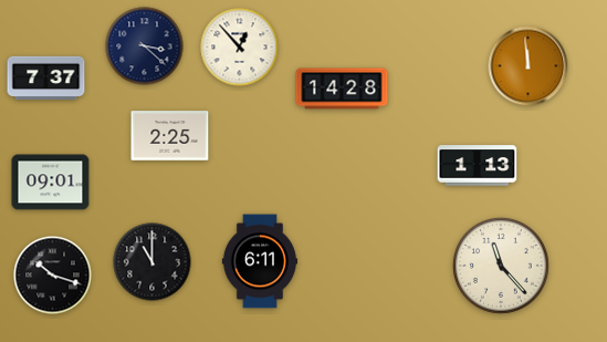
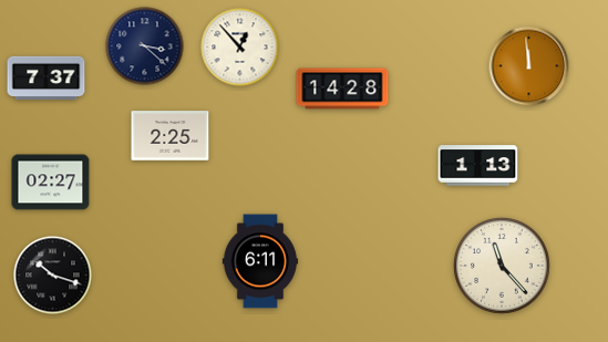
clock at (51, 183): 09:01 -> 02:27
clock at (153, 262): 11:00 -> none
